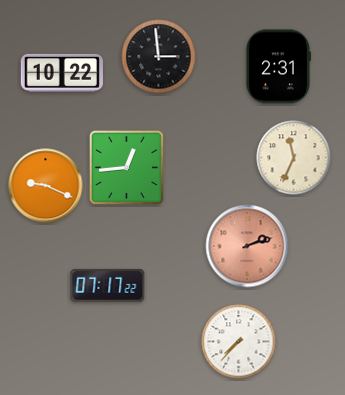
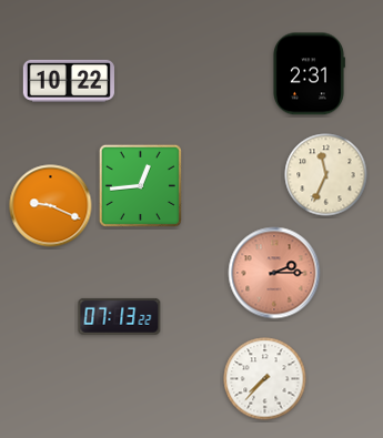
clock at (159, 57): 2:59 -> none
clock at (247, 246): 2:12 -> 2:15
clock at (108, 285): 07:17 -> 07:13
